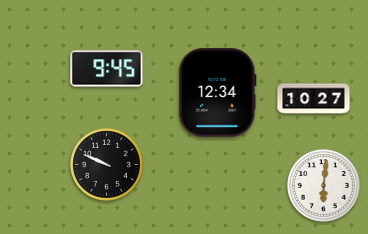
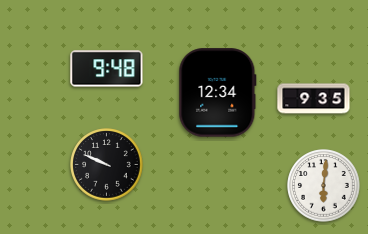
clock at (107, 69): 9:45 -> 9:48
clock at (314, 99): 10:27 -> 9:35
